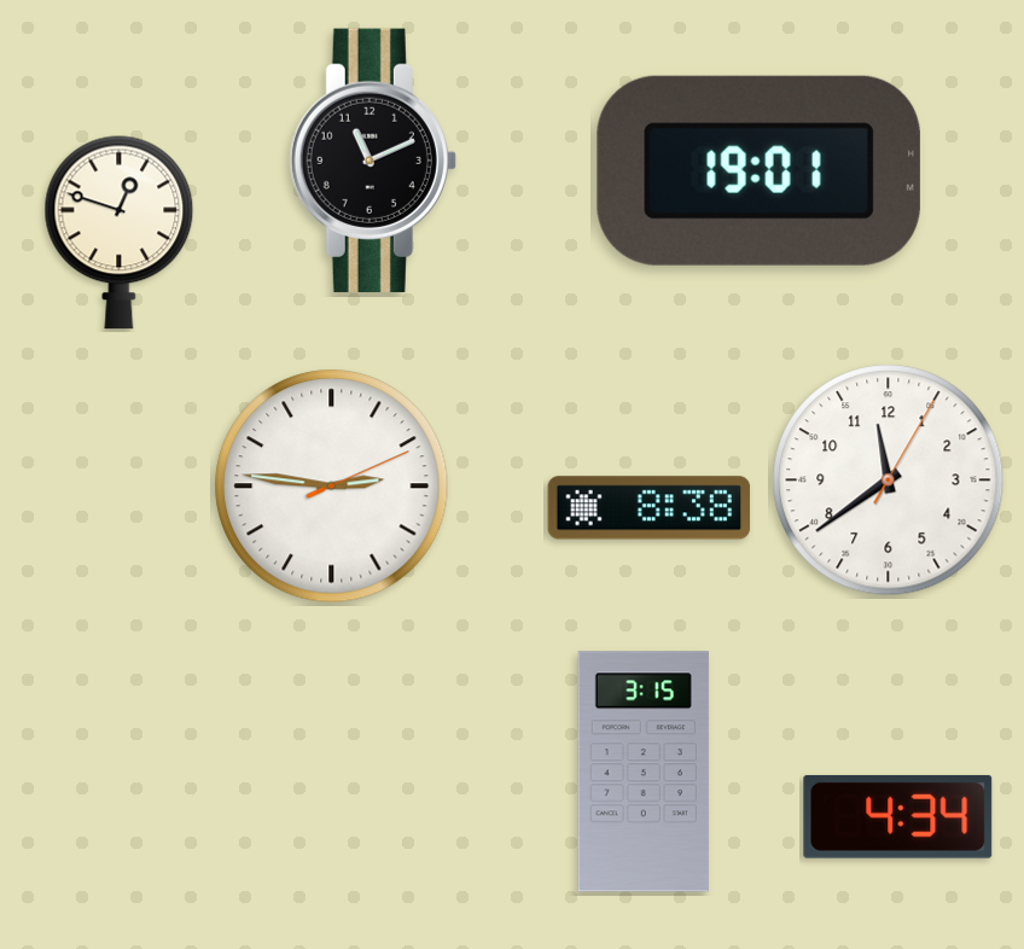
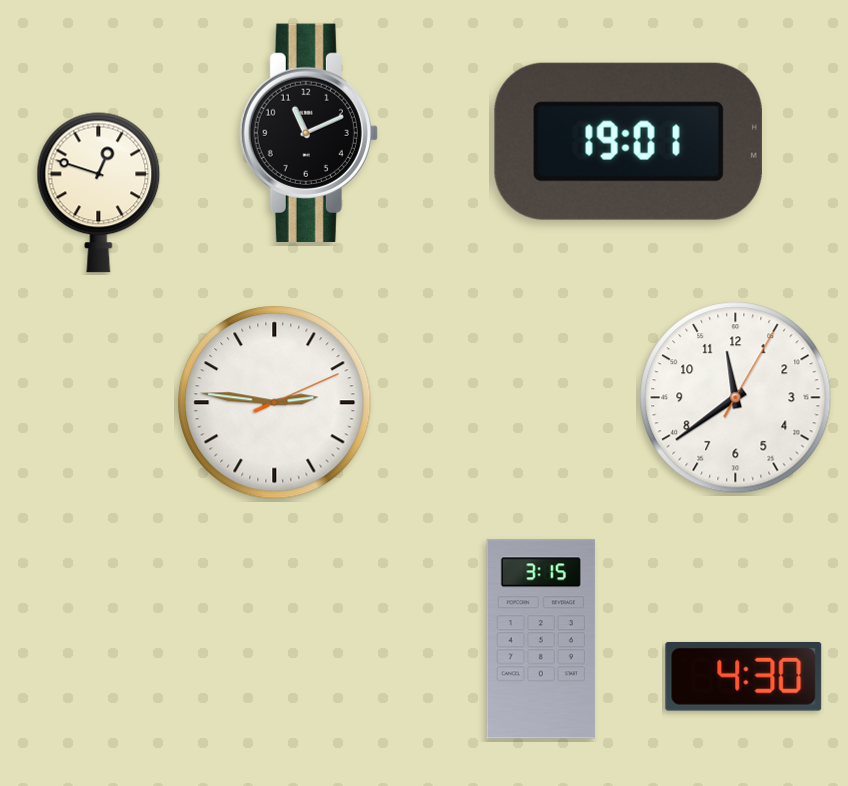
clock at (650, 508): 8:38 -> none
clock at (644, 772) position: (644, 772) -> (541, 639)
clock at (898, 816): 4:34 -> 4:30
